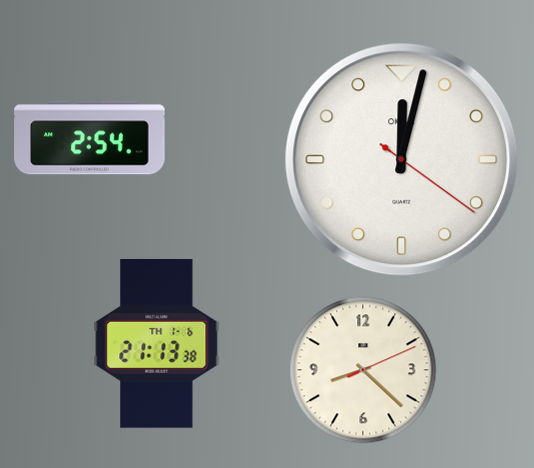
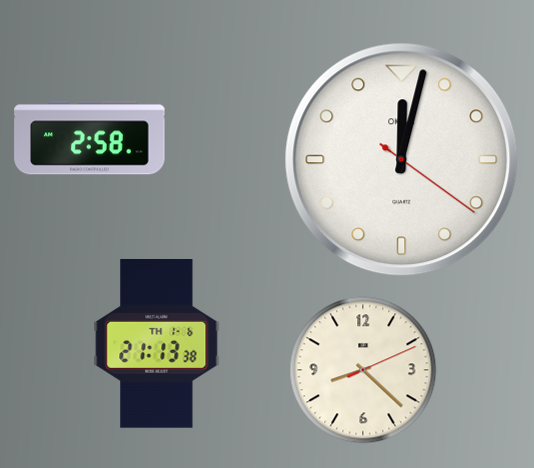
clock at (90, 138): 2:54 -> 2:58
